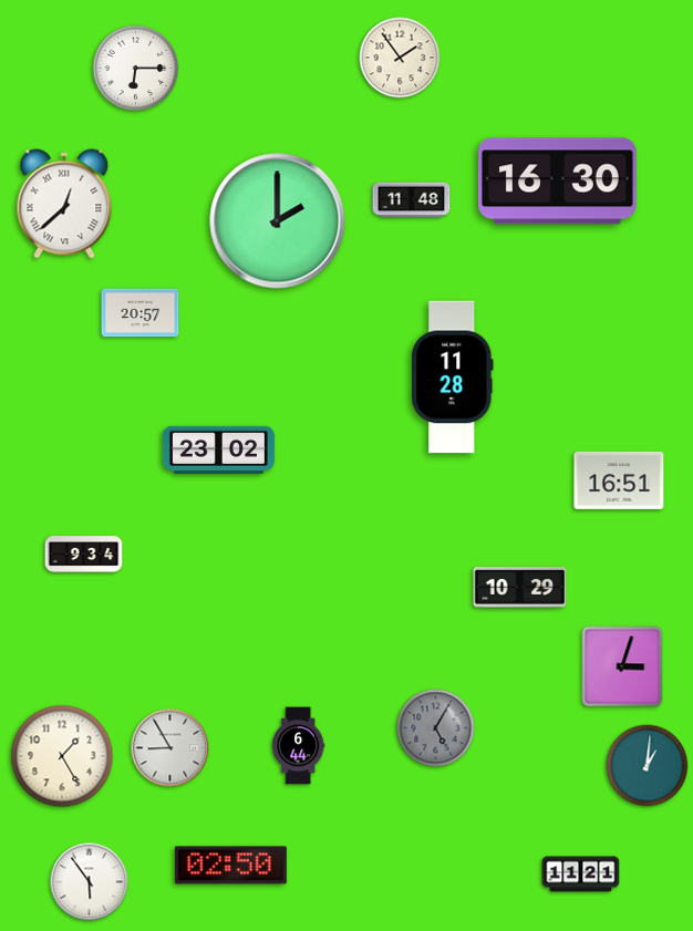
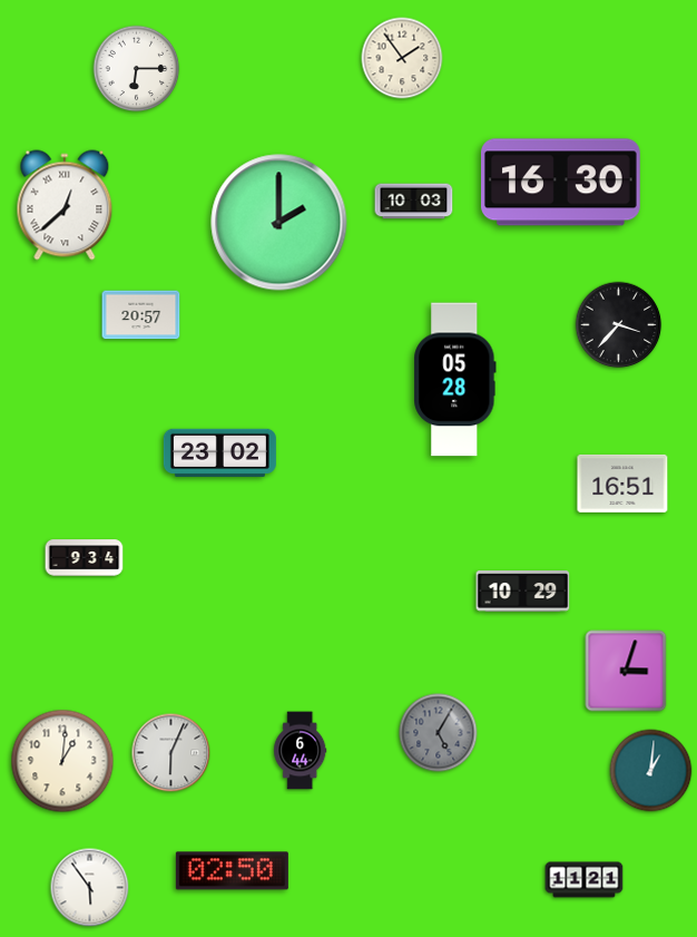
clock at (412, 200): 11:48 -> 10:03
clock at (619, 325): none -> 3:37
clock at (453, 377): 11:28 -> 05:28
clock at (170, 748): 8:55 -> 6:04
clock at (62, 756): 1:25 -> 1:01
